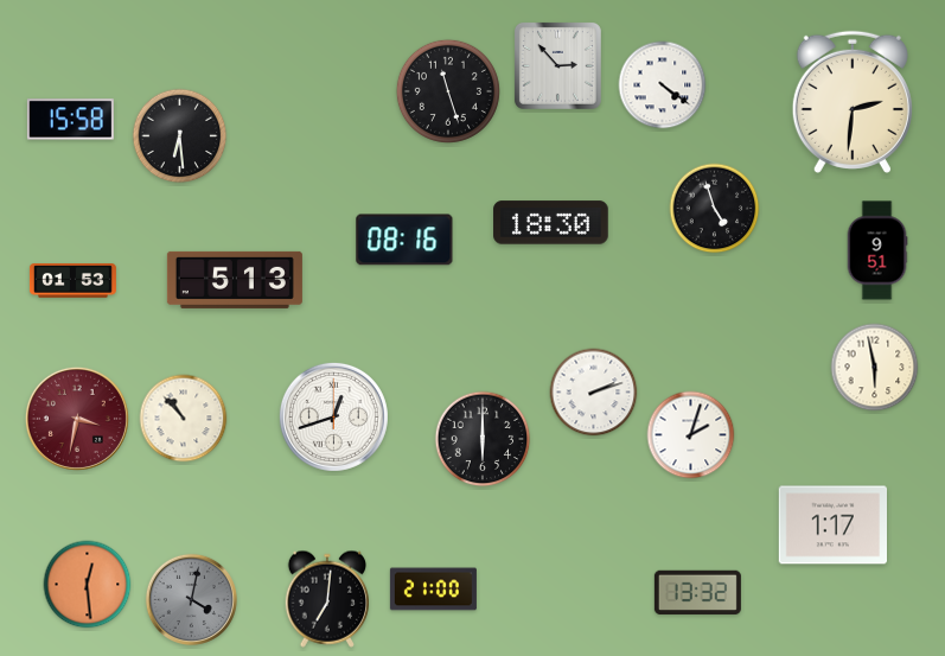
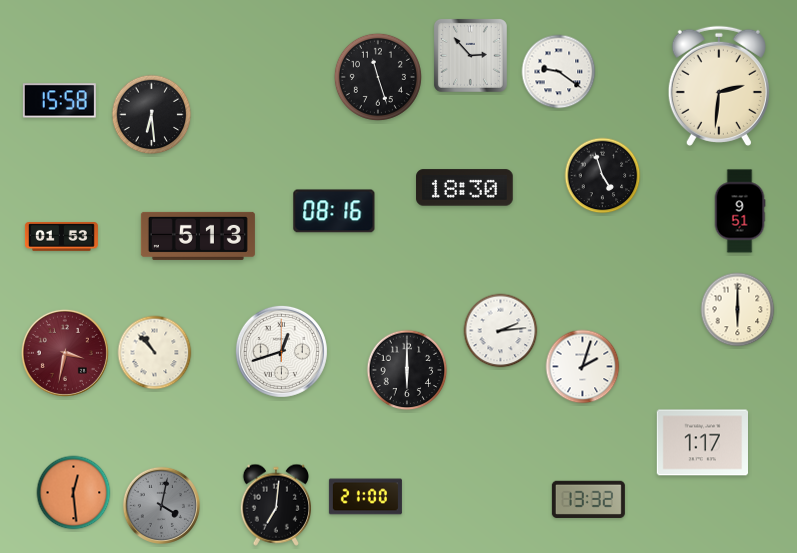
clock at (663, 85): 4:21 -> 9:21
clock at (404, 240) position: (404, 240) -> (334, 211)
clock at (875, 368): 5:58 -> 6:00
clock at (594, 393): 2:12 -> 2:14
